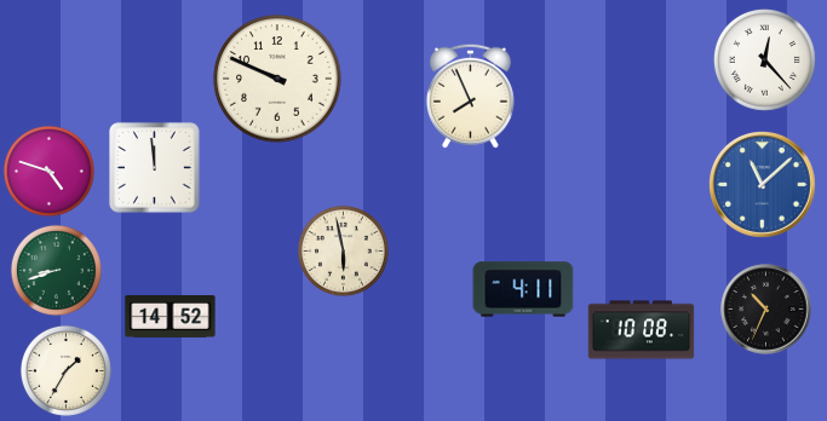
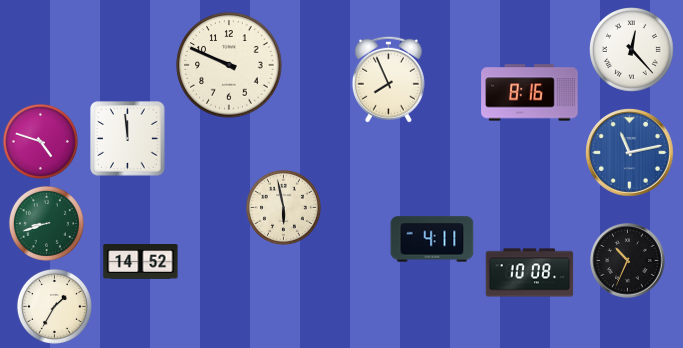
clock at (530, 93): none -> 8:16
clock at (763, 185): 11:08 -> 11:13
clock at (766, 310) position: (766, 310) -> (628, 261)
